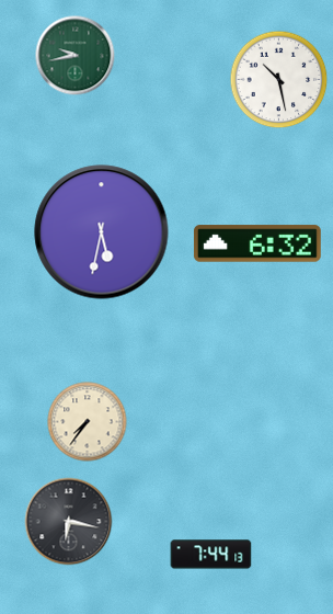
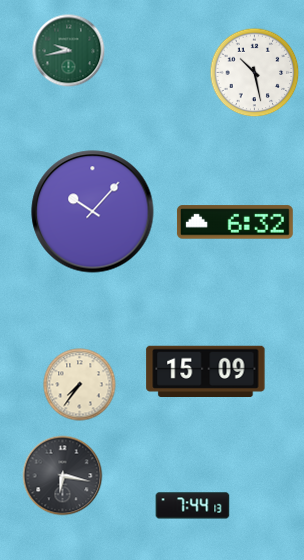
clock at (102, 232): 5:32 -> 10:07
clock at (206, 371): none -> 15:09
